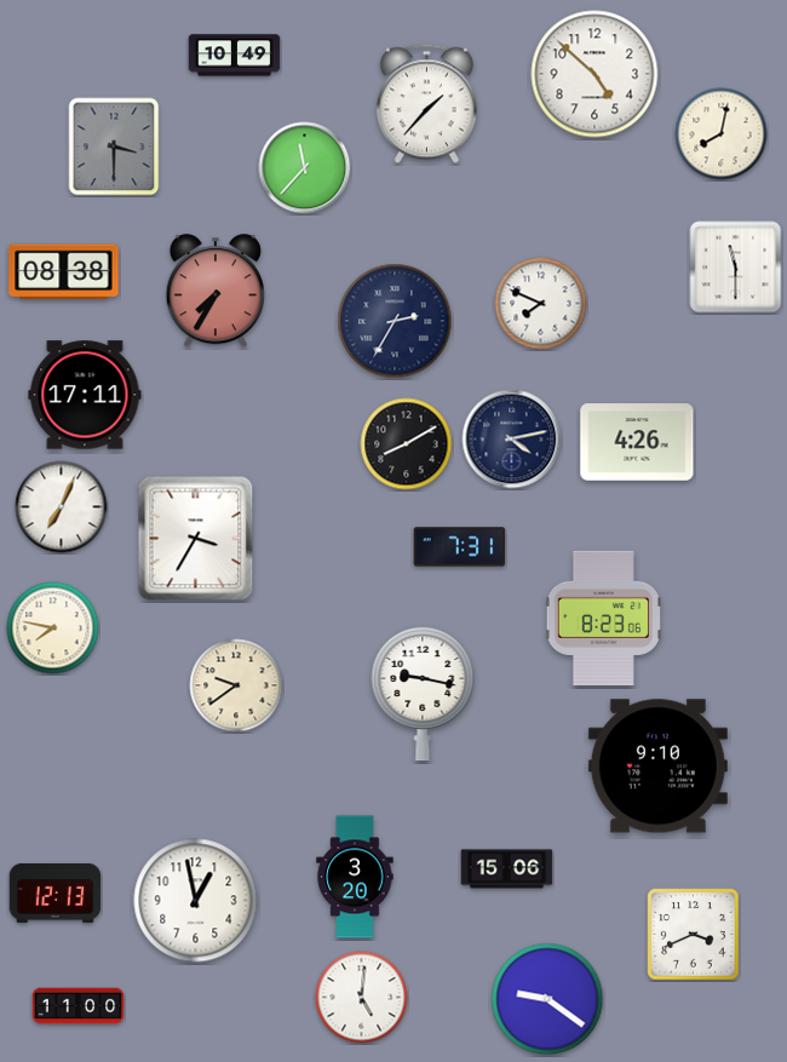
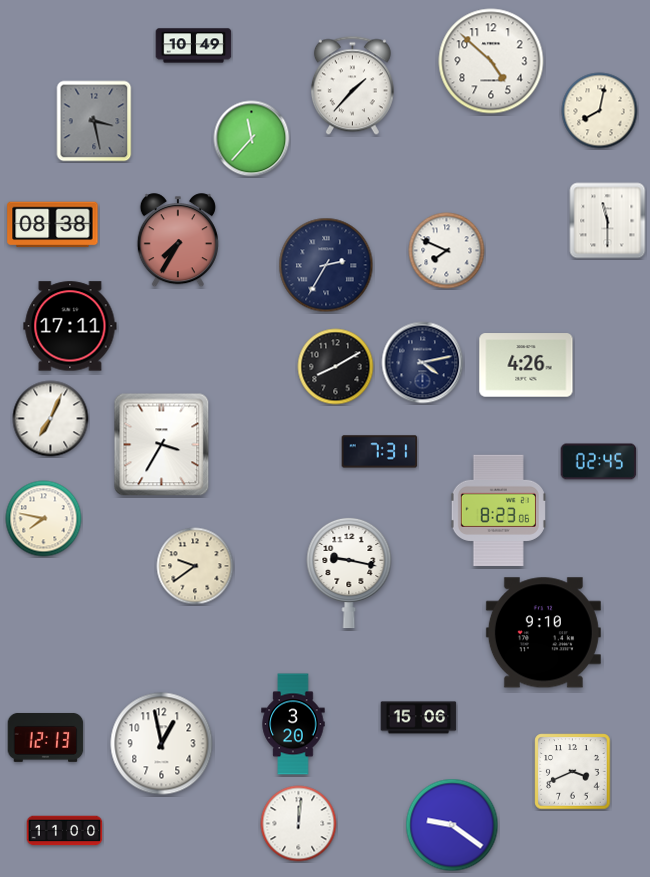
clock at (722, 134) position: (722, 134) -> (600, 111)
clock at (114, 147): 3:30 -> 3:28
clock at (599, 462): none -> 02:45
clock at (362, 998): 5:01 -> 12:01
